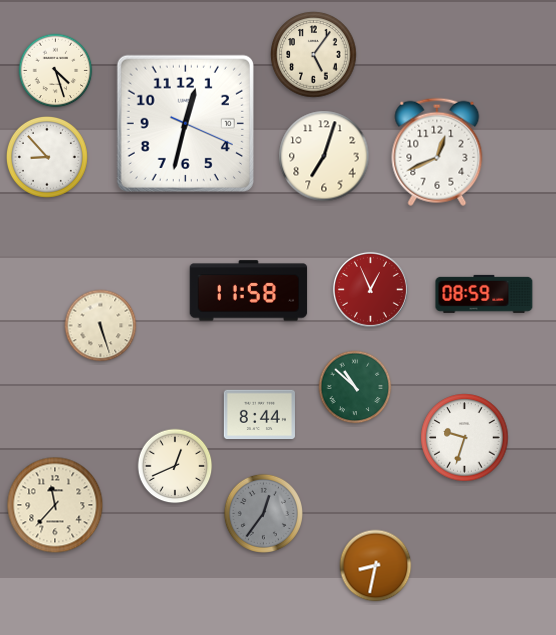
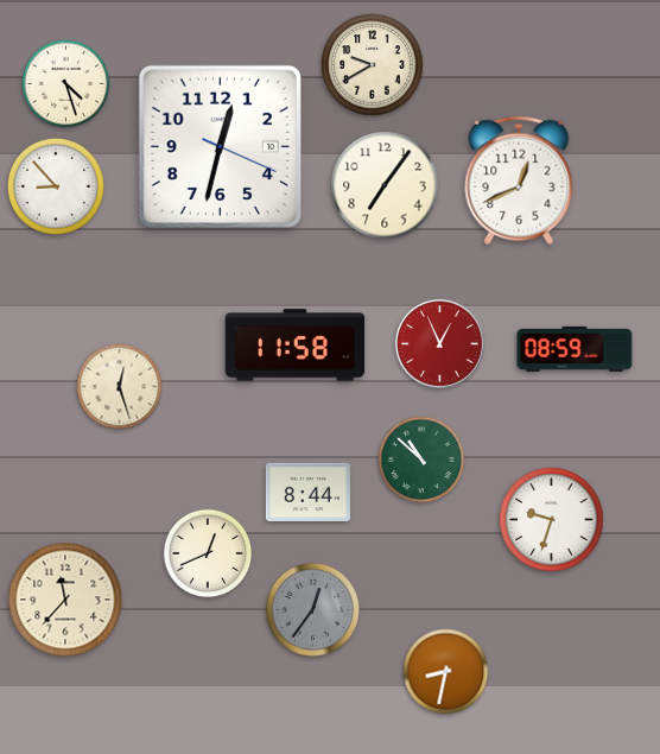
clock at (314, 55): 5:06 -> 9:40
clock at (324, 156): 7:03 -> 7:06
clock at (101, 326): 5:27 -> 12:27
